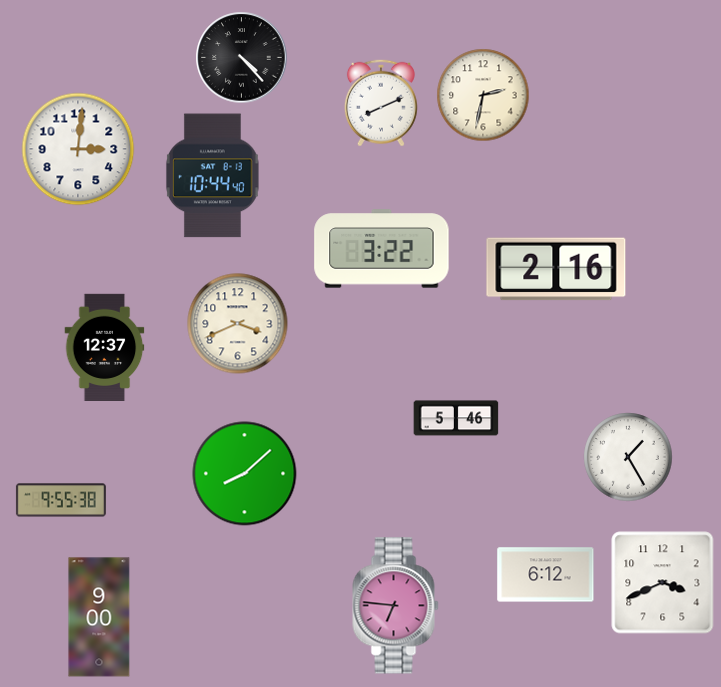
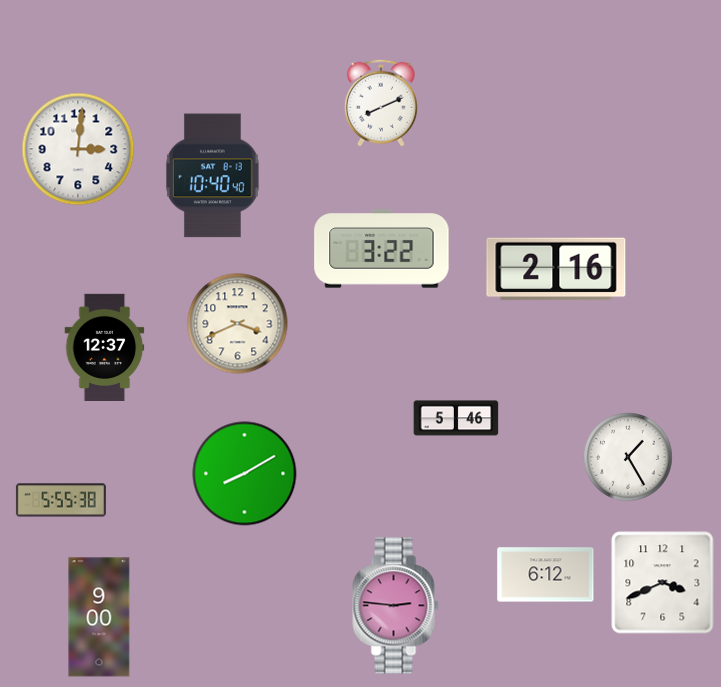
clock at (242, 58): 4:23 -> none
clock at (483, 95): 2:32 -> none
clock at (213, 176): 10:44 -> 10:40
clock at (245, 474): 8:08 -> 8:10
clock at (61, 500): 9:55 -> 5:55
clock at (396, 606): 6:46 -> 2:46
